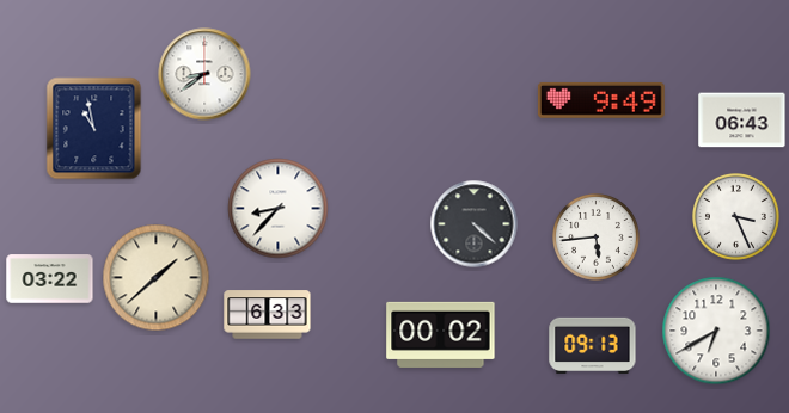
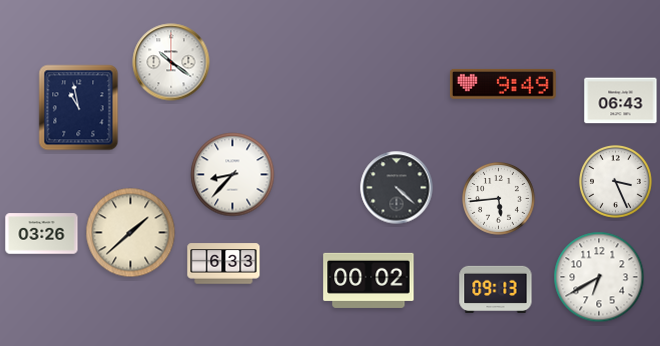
clock at (204, 74): 8:39 -> 10:21
clock at (50, 279): 03:22 -> 03:26
